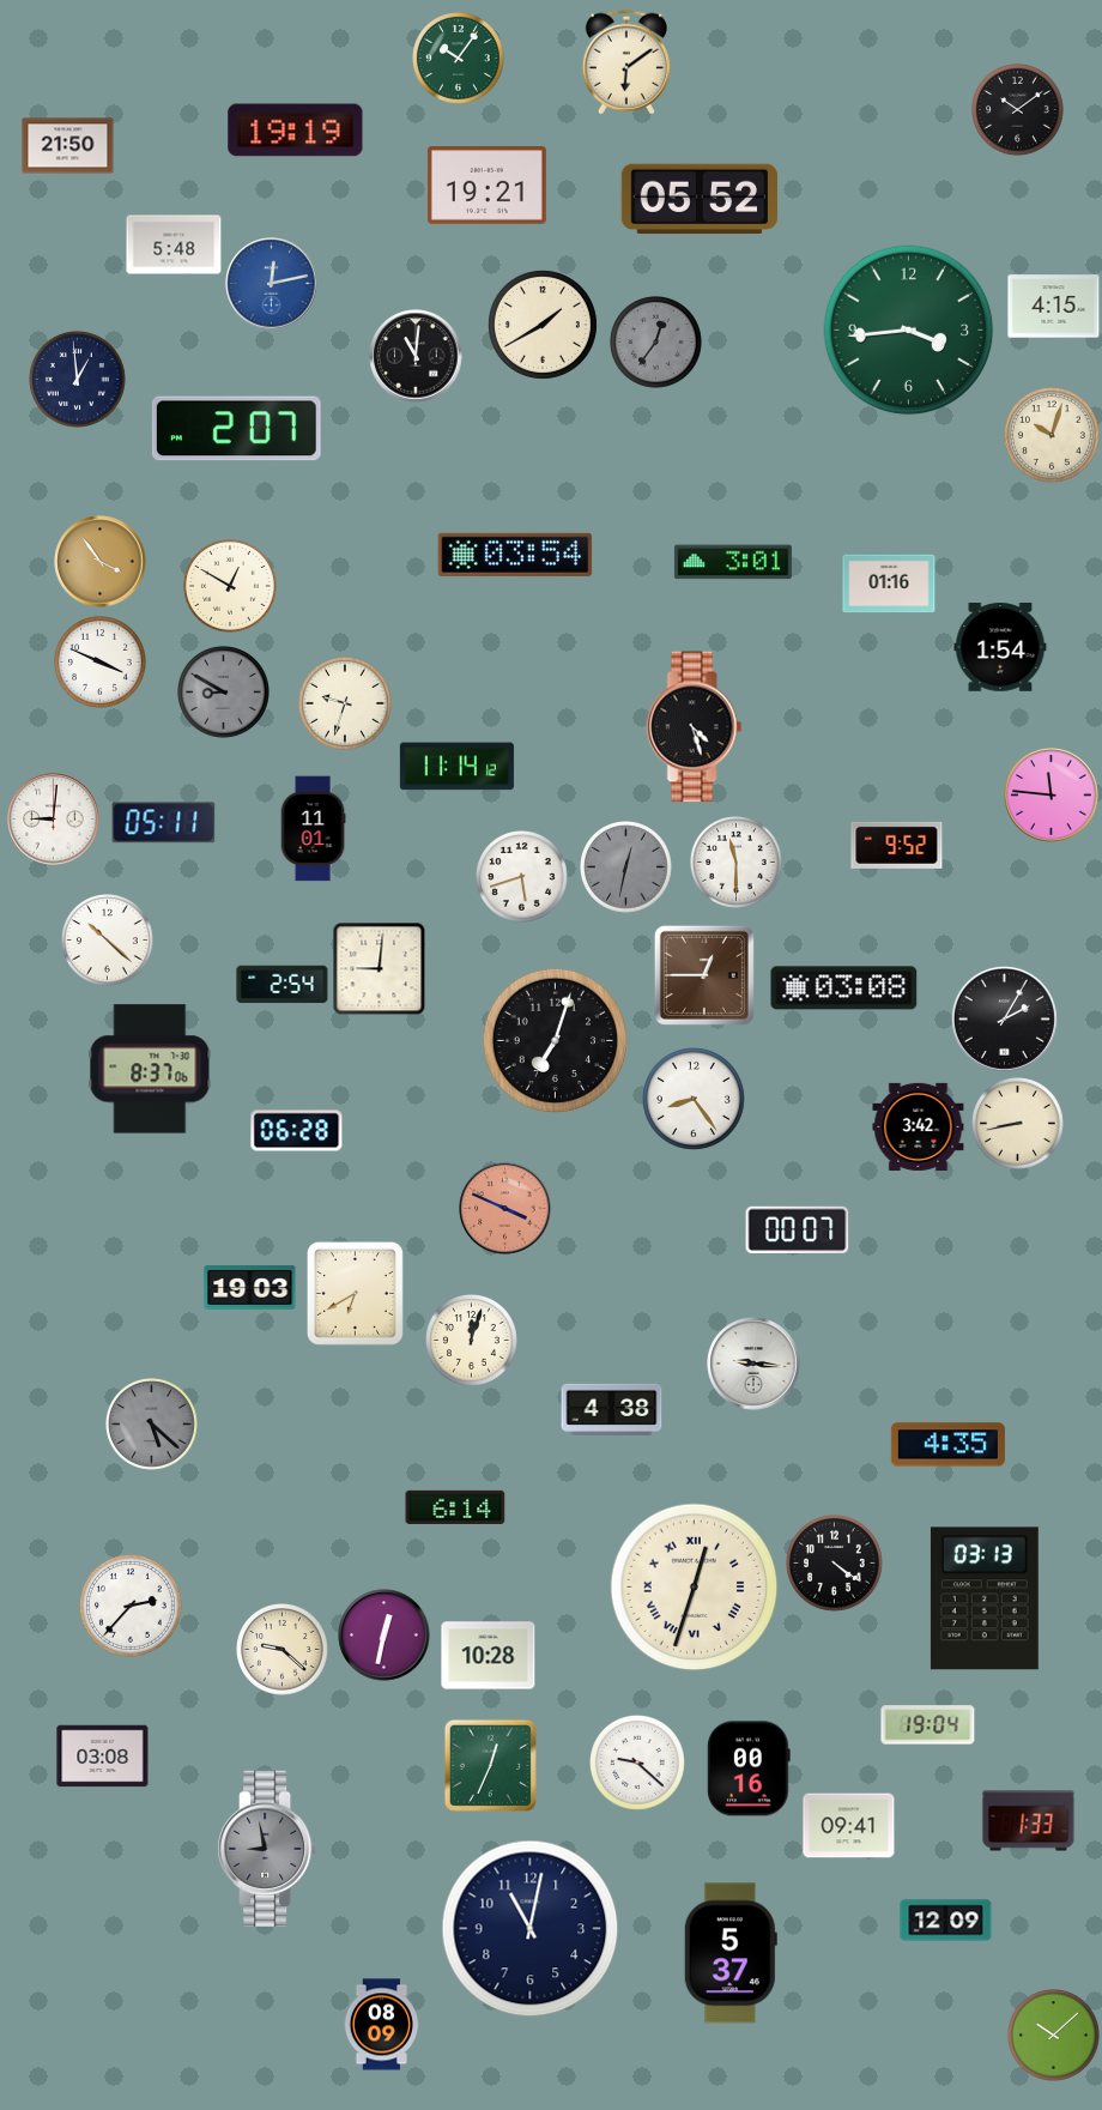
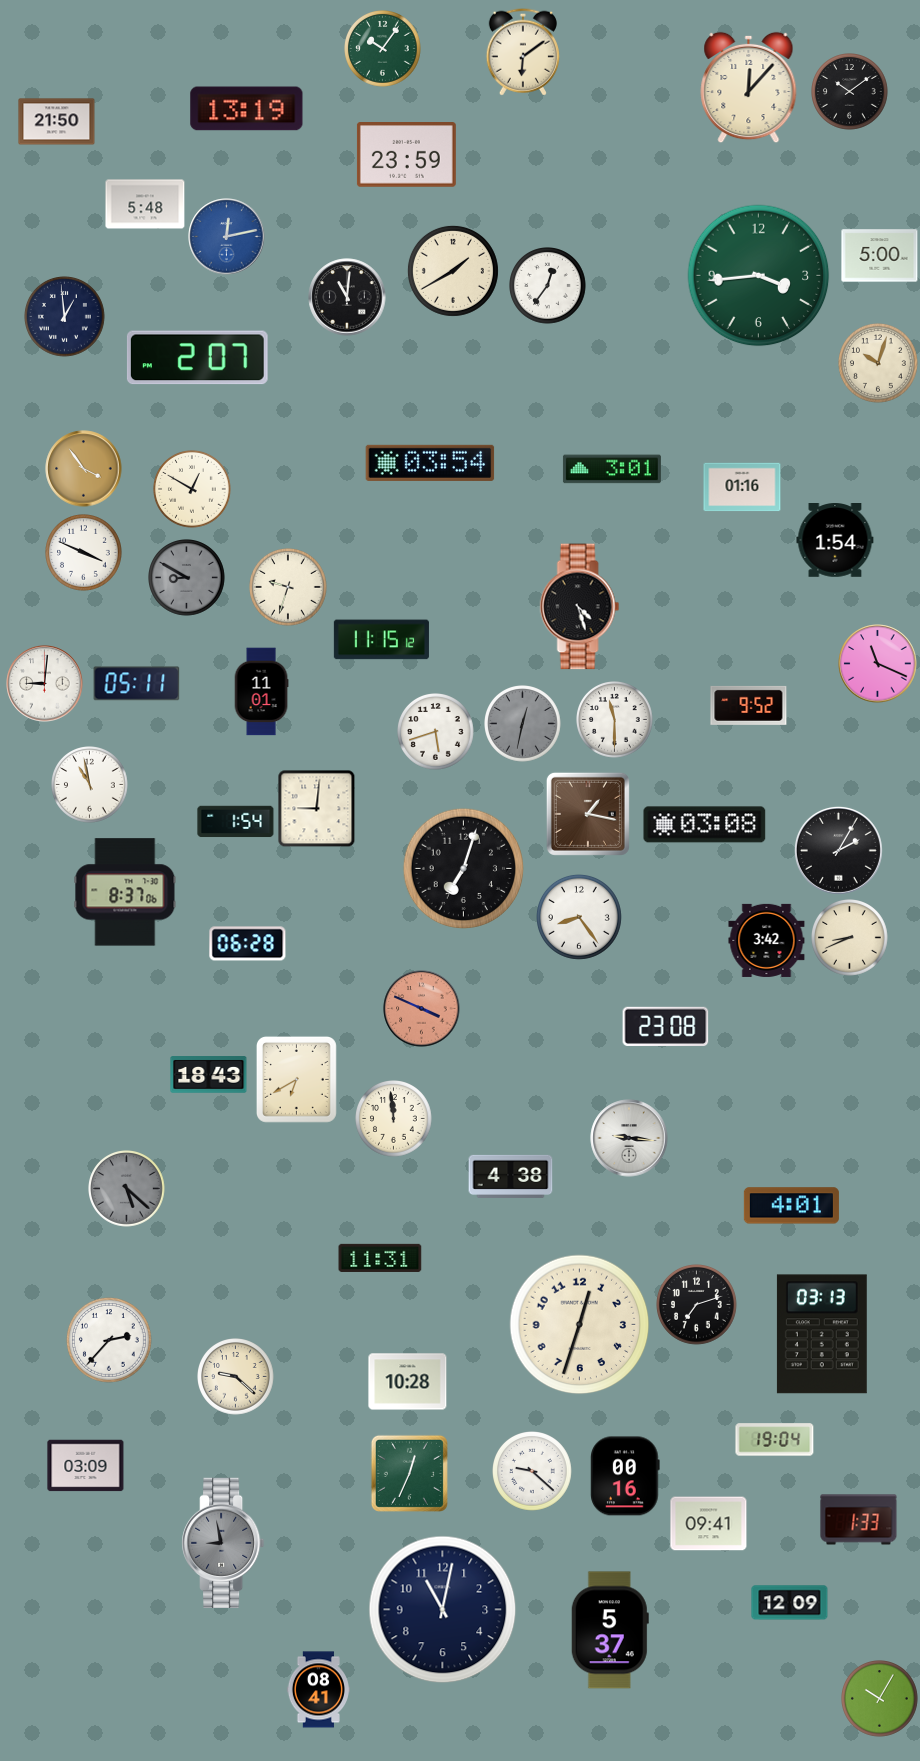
clock at (749, 88): none -> 12:07
clock at (296, 131): 19:19 -> 13:19
clock at (486, 186): 19:21 -> 23:59
clock at (698, 199): 05:52 -> none
clock at (1054, 307): 4:15 -> 5:00
clock at (656, 343) dial: grey -> white
clock at (456, 767): 11:14 -> 11:15
clock at (1052, 796): 11:46 -> 11:19
clock at (164, 823) position: (164, 823) -> (137, 684)
clock at (108, 941): 10:22 -> 10:58
clock at (704, 975): 12:45 -> 1:17
clock at (283, 985): 2:54 -> 1:54
clock at (1018, 1124): 8:43 -> 8:41
clock at (798, 1229): 00:07 -> 23:08
clock at (250, 1288): 19:03 -> 18:43
clock at (472, 1341): 12:03 -> 11:59
clock at (947, 1445): 4:35 -> 4:01
clock at (455, 1507): 6:14 -> 11:31
clock at (835, 1564): 4:21 -> 7:12
clock at (695, 1588) numerals: Roman -> Arabic
clock at (385, 1636): 12:32 -> none
clock at (103, 1757): 03:08 -> 03:09
clock at (381, 2025): 08:09 -> 08:41
clock at (1054, 2036): 10:08 -> 10:05
